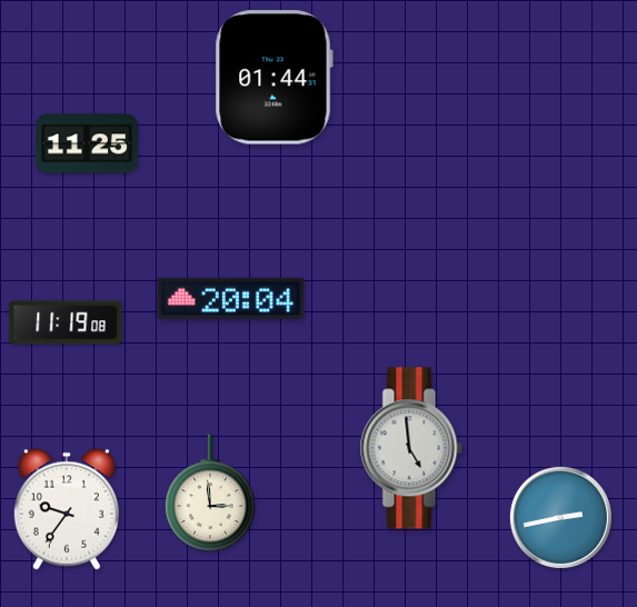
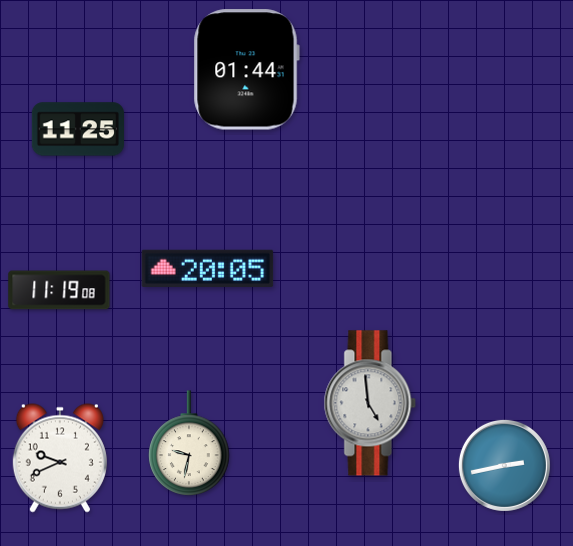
clock at (231, 298): 20:04 -> 20:05
clock at (210, 492): 2:59 -> 9:32
clock at (67, 509): 9:36 -> 9:41
